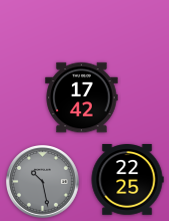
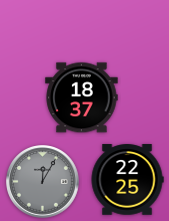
clock at (82, 98): 17:42 -> 18:37
clock at (43, 182): 10:28 -> 12:05
